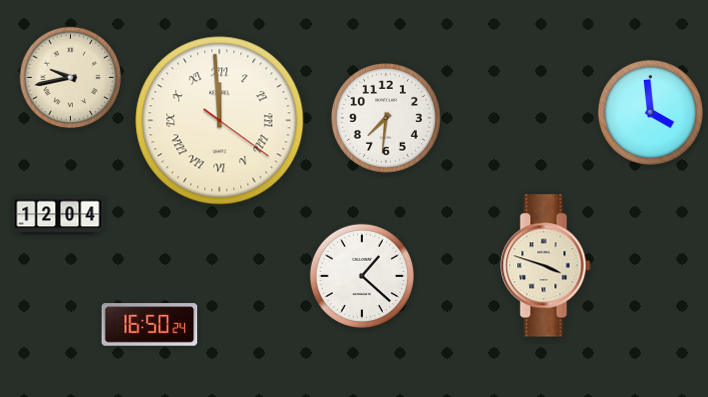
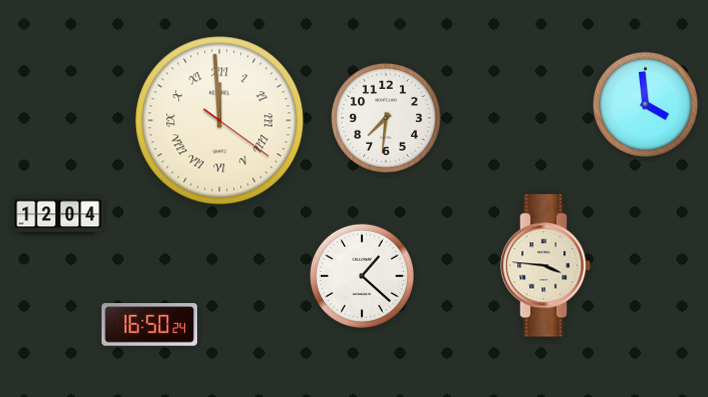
clock at (71, 78): 9:43 -> none
clock at (650, 112) position: (650, 112) -> (645, 104)
clock at (546, 266): 3:48 -> 3:46
